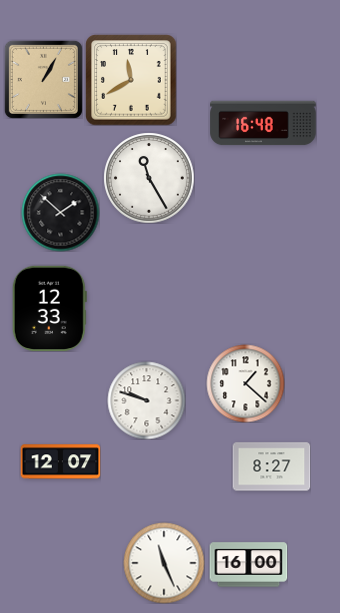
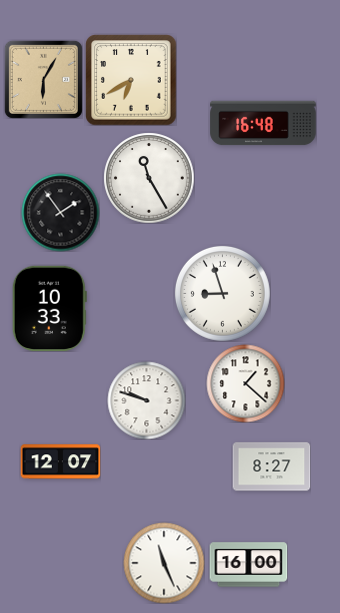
clock at (43, 79): 1:05 -> 6:05
clock at (131, 80): 11:40 -> 6:40
clock at (60, 212): 1:52 -> 1:54
clock at (222, 293): none -> 8:57
clock at (49, 308): 12:33 -> 10:33
